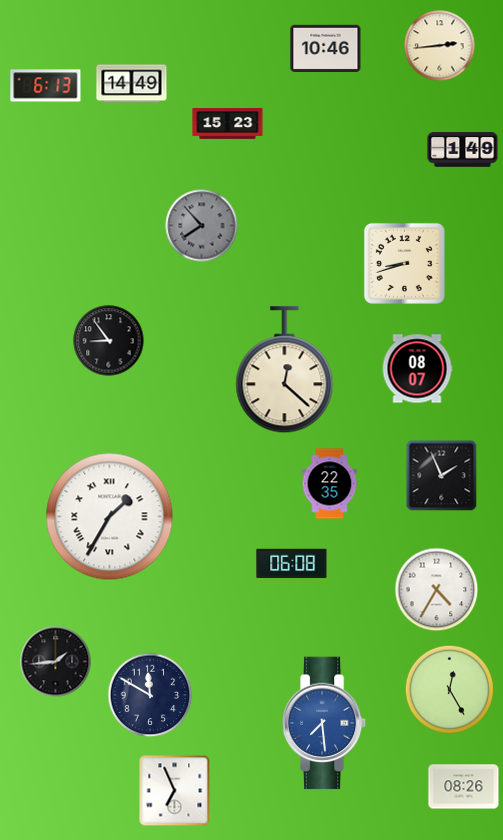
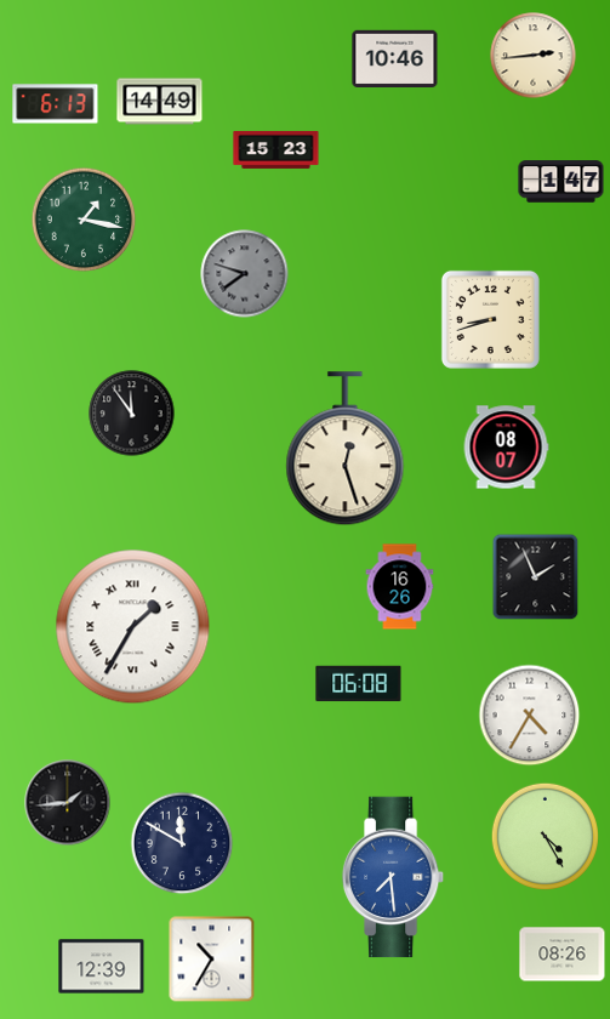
clock at (463, 150): 1:49 -> 1:47
clock at (84, 220): none -> 1:17
clock at (202, 226): 7:53 -> 7:48
clock at (109, 341): 8:54 -> 11:54
clock at (285, 370): 12:22 -> 12:27
clock at (330, 484): 22:35 -> 16:26
clock at (292, 564) position: (292, 564) -> (359, 684)
clock at (449, 689): 12:25 -> 4:25
clock at (175, 791): 6:56 -> 10:35
clock at (102, 967): none -> 12:39
